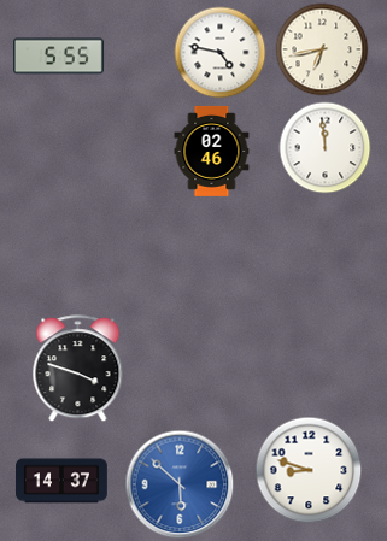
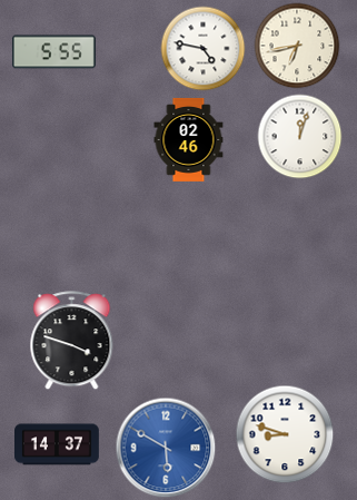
clock at (326, 148): 11:59 -> 12:03
clock at (212, 151) position: (212, 151) -> (189, 139)
clock at (180, 484): 5:52 -> 5:50
